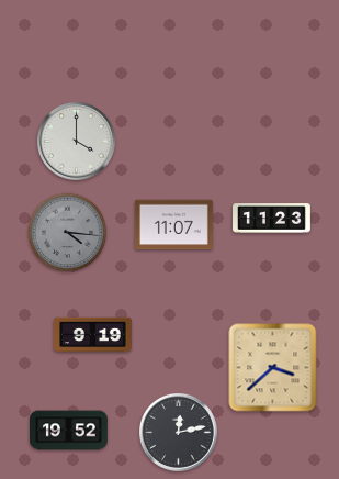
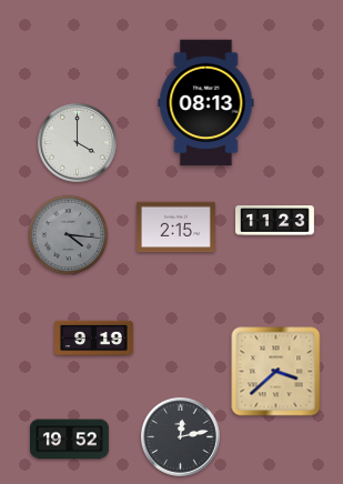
clock at (206, 103): none -> 08:13
clock at (174, 225): 11:07 -> 2:15
clock at (69, 431) position: (69, 431) -> (70, 440)
